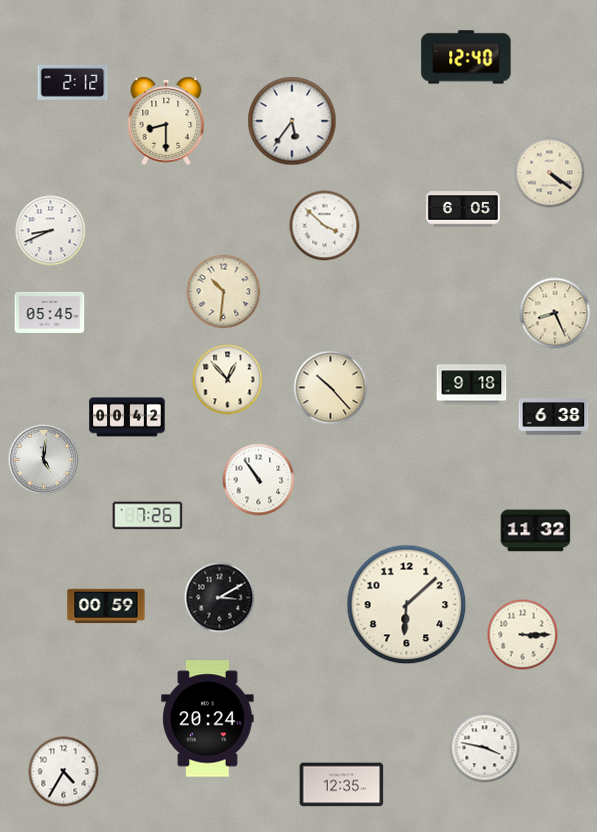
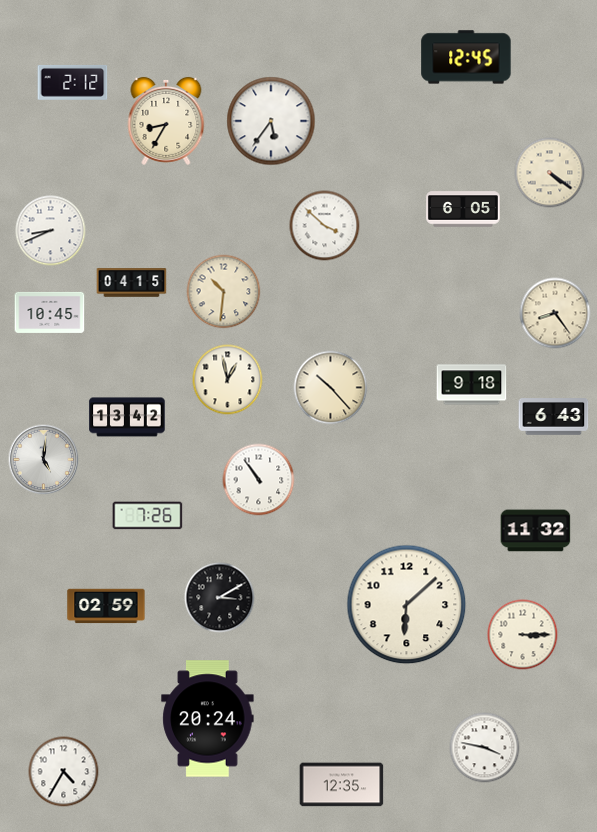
clock at (466, 57): 12:40 -> 12:45
clock at (166, 121): 8:30 -> 8:35
clock at (292, 121) position: (292, 121) -> (271, 121)
clock at (132, 283): none -> 04:15
clock at (50, 312): 05:45 -> 10:45
clock at (555, 313): 8:26 -> 8:24
clock at (228, 380): 12:53 -> 12:58
clock at (127, 417): 00:42 -> 13:42
clock at (554, 417): 6:38 -> 6:43
clock at (106, 606): 00:59 -> 02:59
